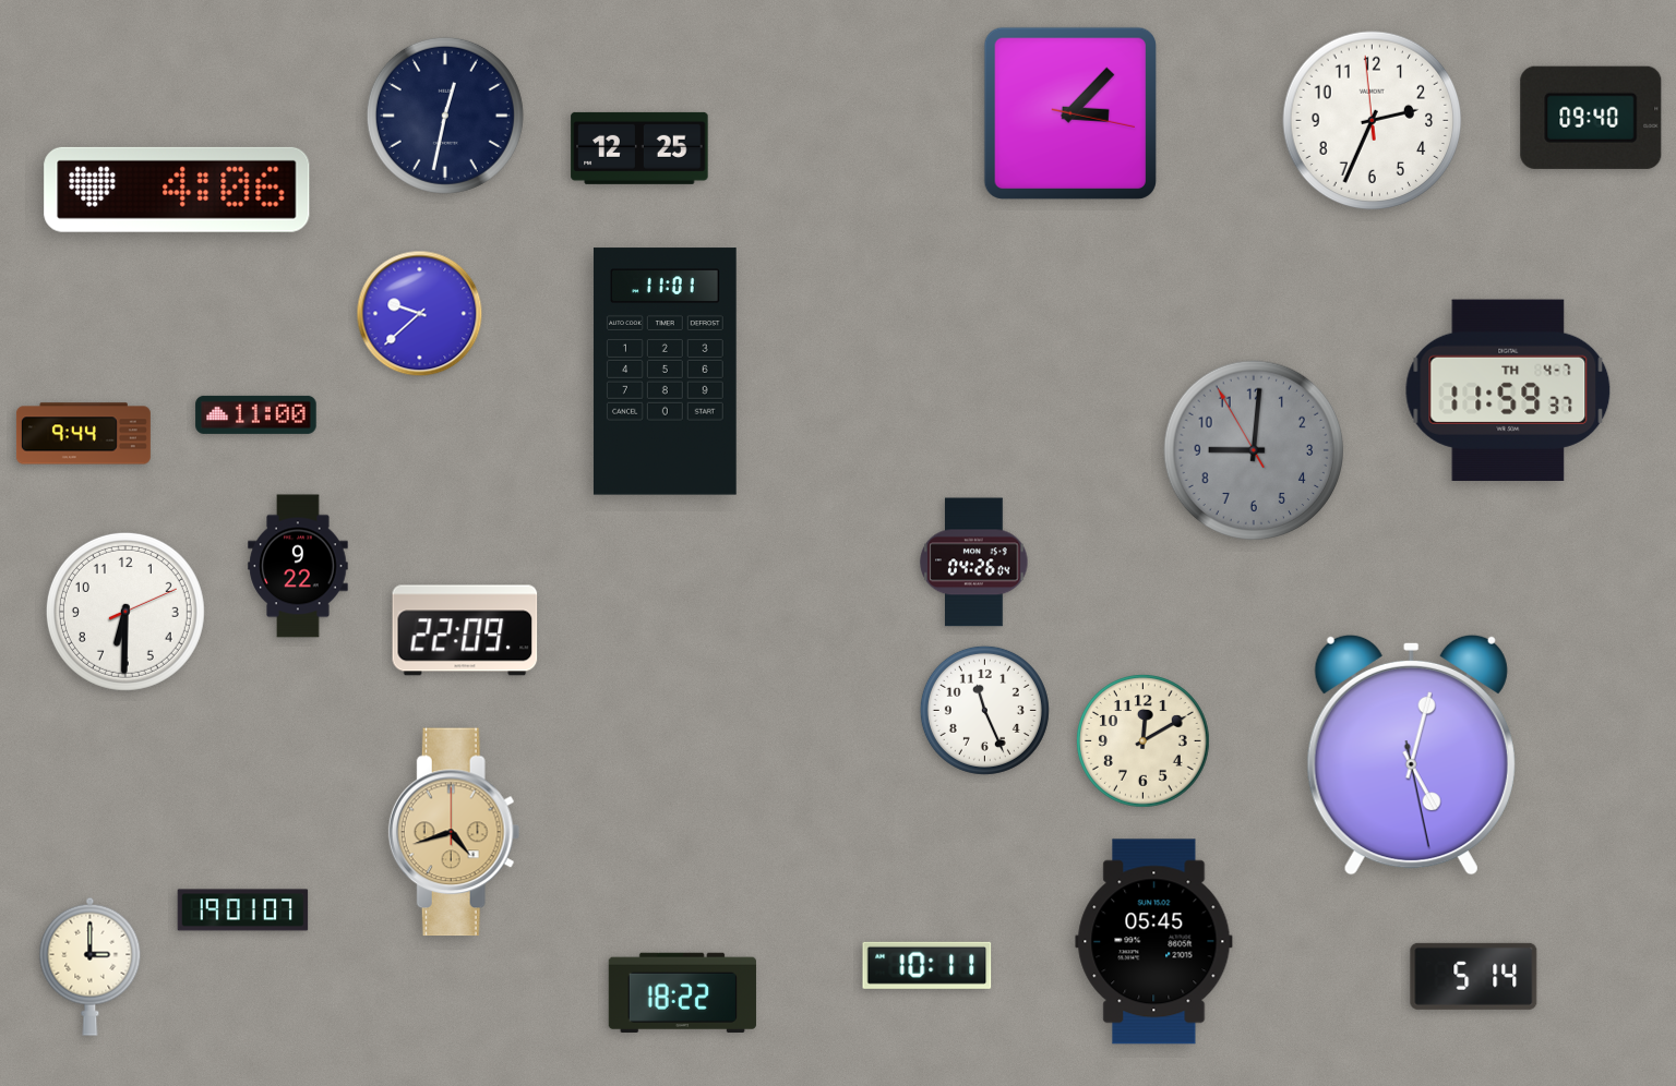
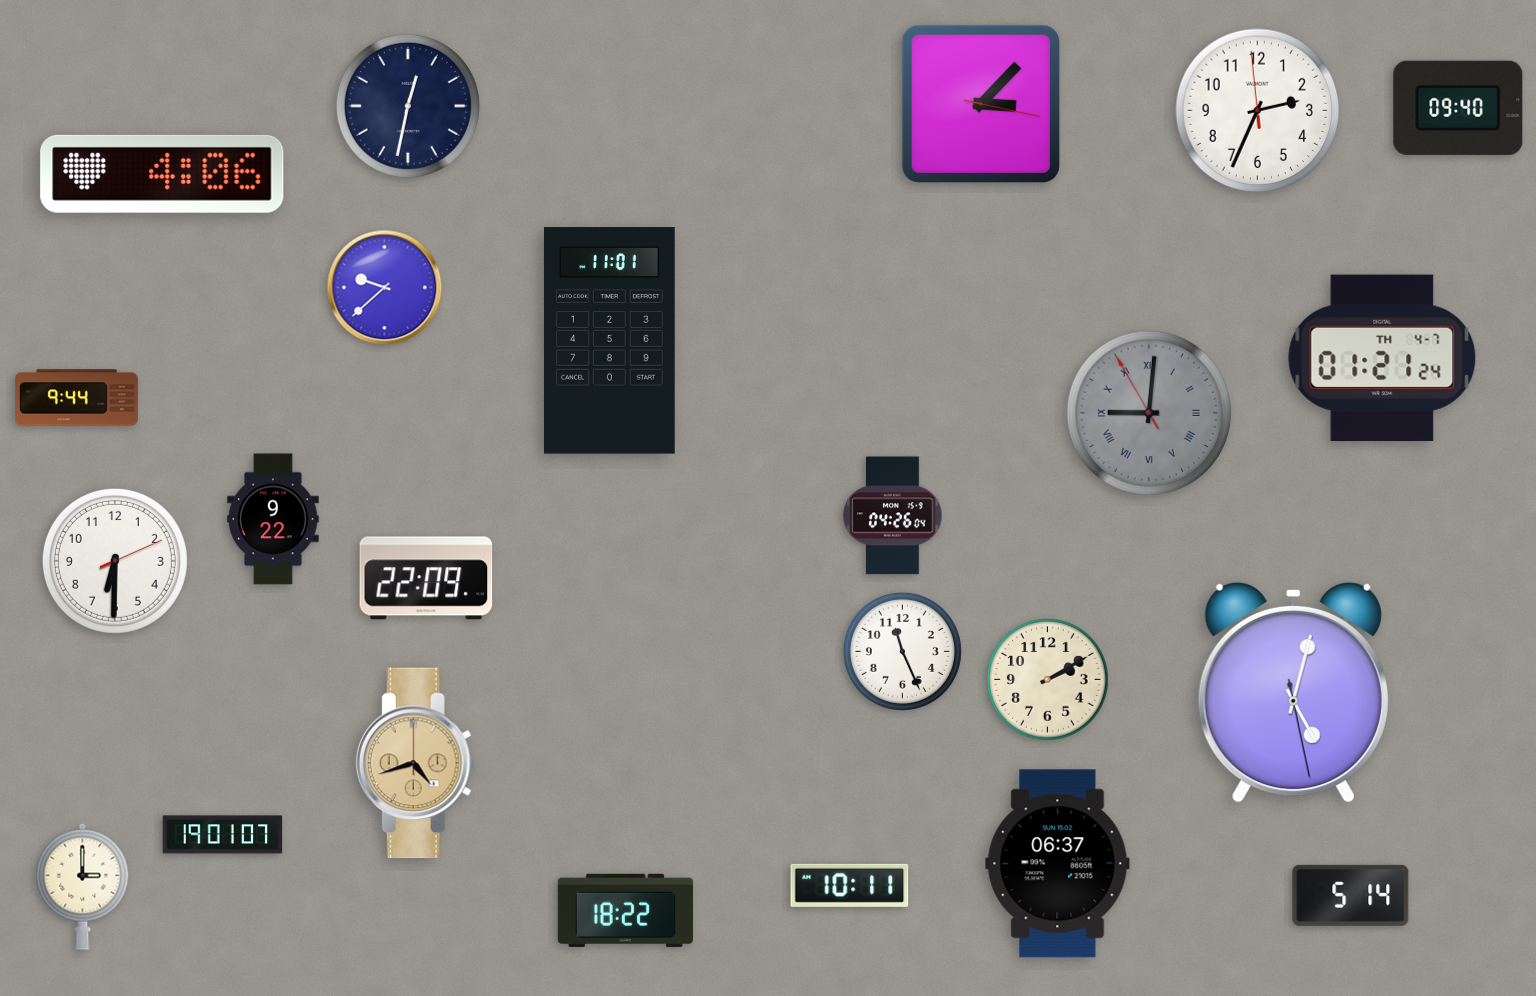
clock at (639, 148): 12:25 -> none
clock at (1508, 389): 11:59 -> 01:21
clock at (256, 414): 11:00 -> none
clock at (1254, 450) numerals: Arabic -> Roman
clock at (1144, 741): 12:10 -> 2:10
clock at (1154, 942): 05:45 -> 06:37
